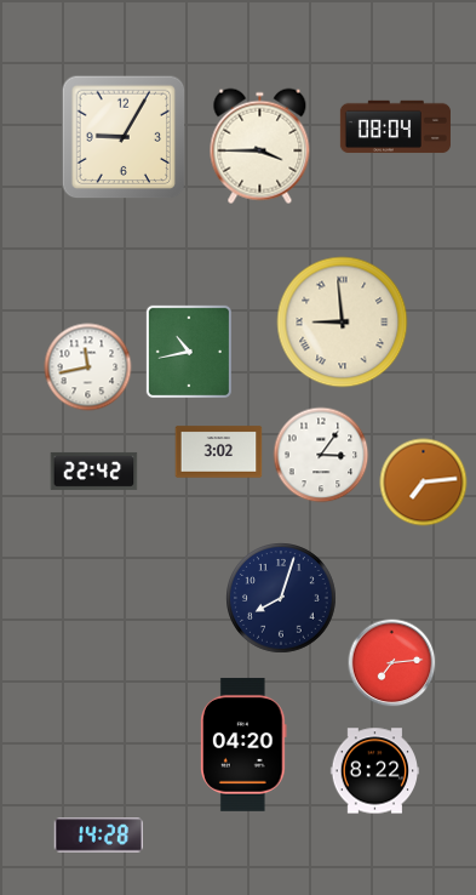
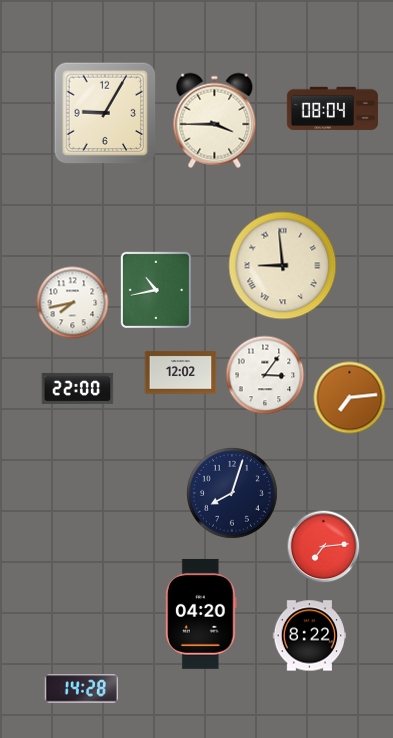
clock at (395, 127) position: (395, 127) -> (332, 109)
clock at (124, 137) position: (124, 137) -> (105, 113)
clock at (88, 367): 11:43 -> 7:43
clock at (219, 452): 3:02 -> 12:02
clock at (94, 471): 22:42 -> 22:00
